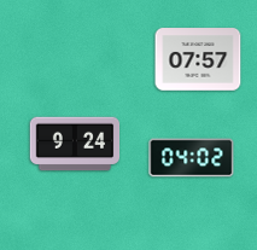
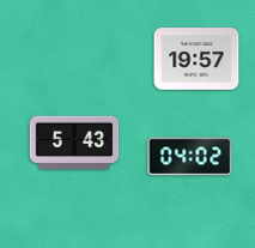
clock at (198, 59): 07:57 -> 19:57
clock at (75, 144): 9:24 -> 5:43
